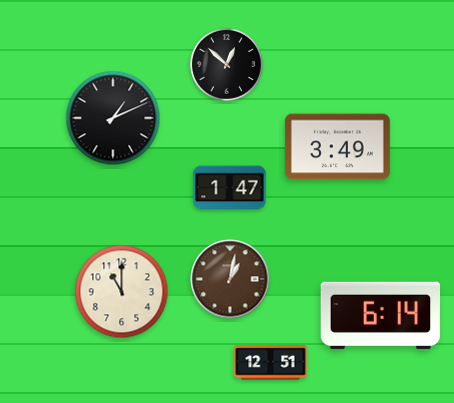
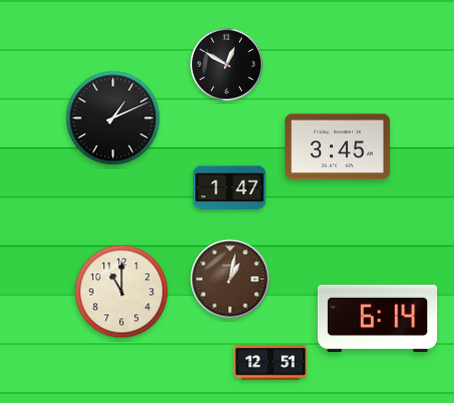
clock at (227, 65): 12:52 -> 12:50
clock at (337, 147): 3:49 -> 3:45
clock at (381, 315) position: (381, 315) -> (378, 318)
